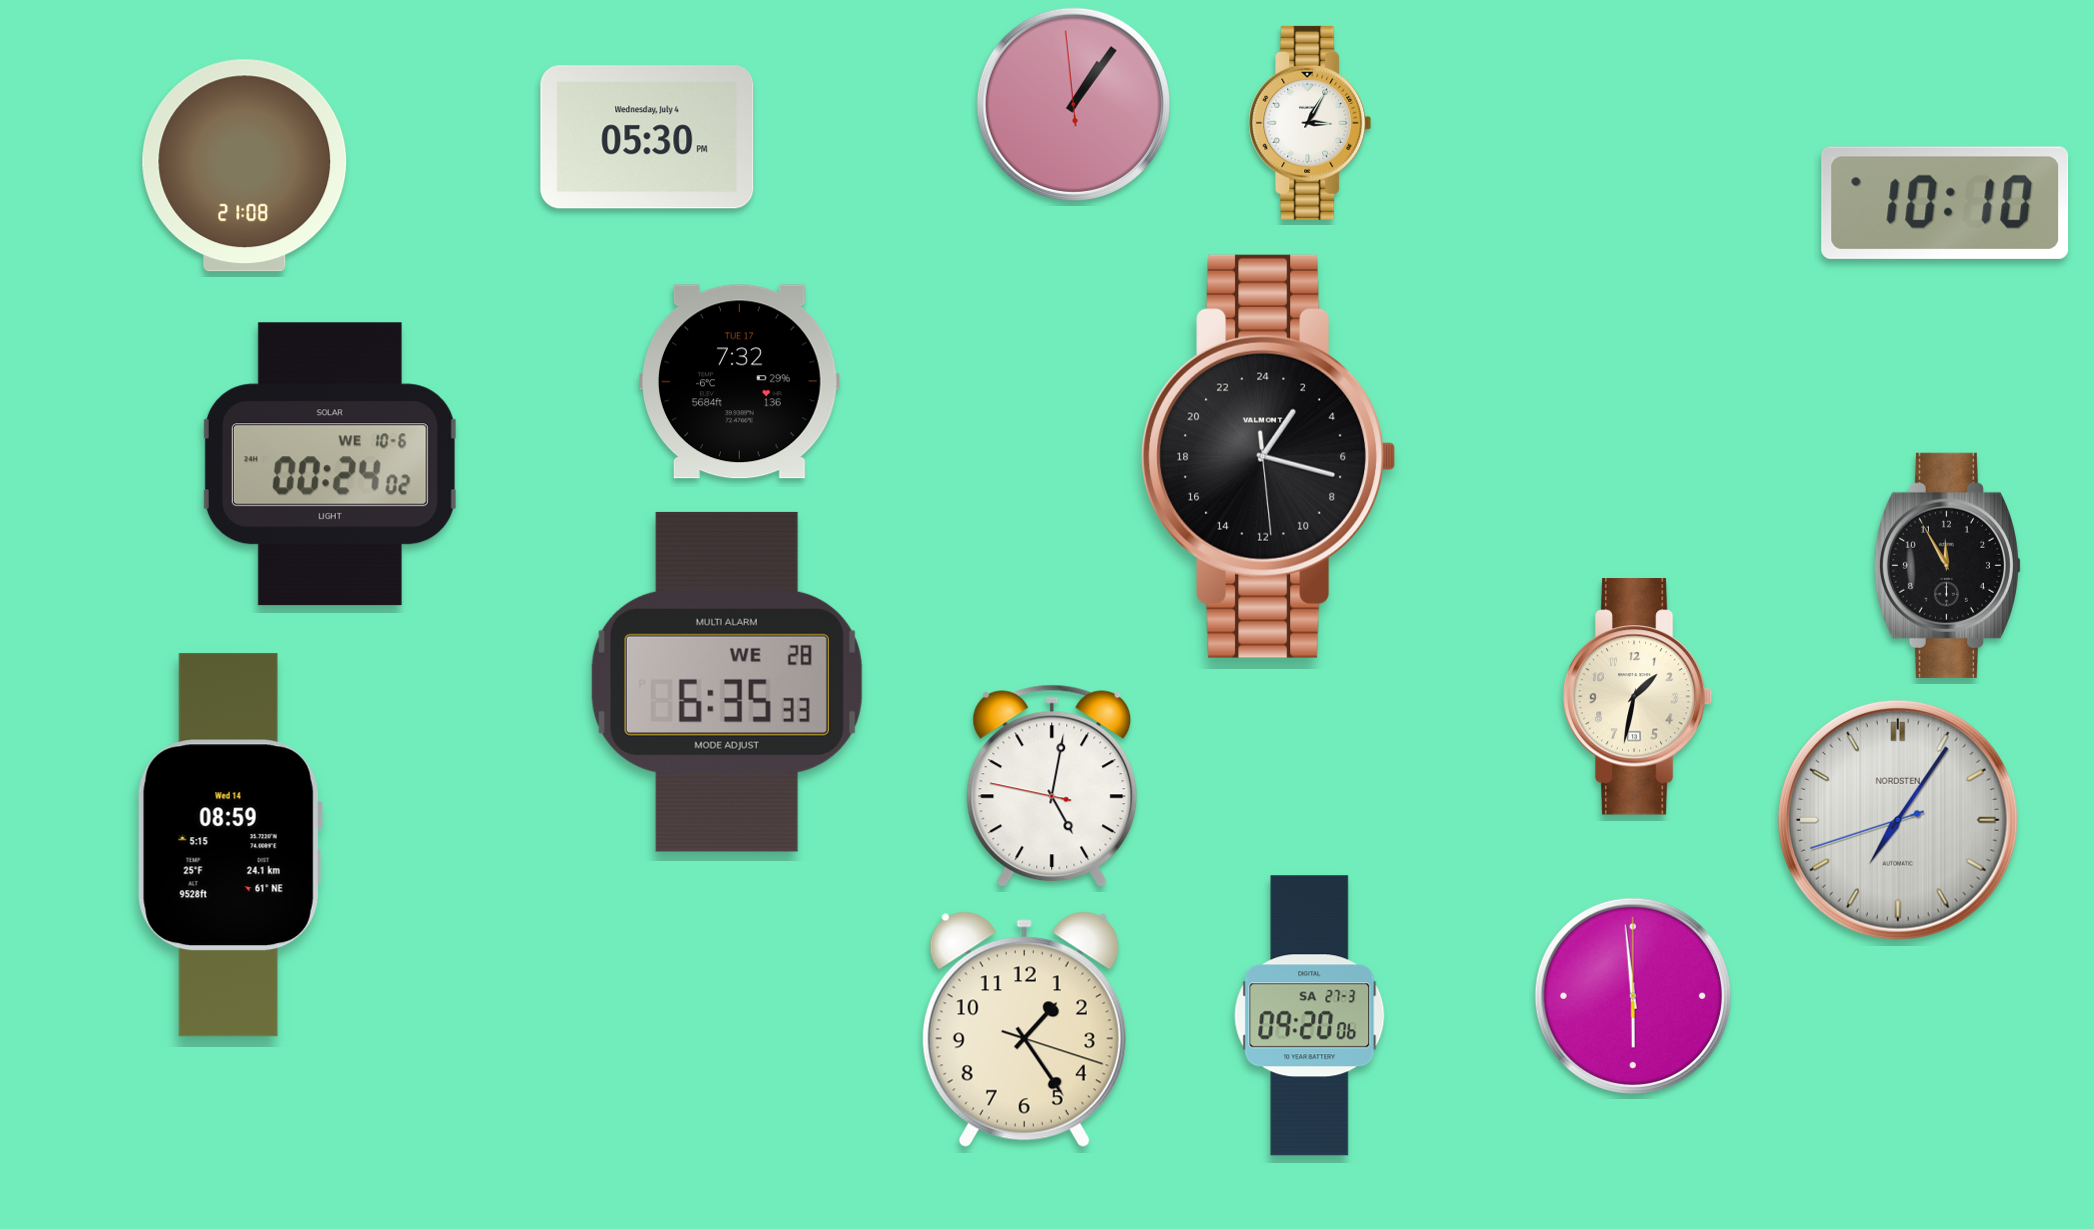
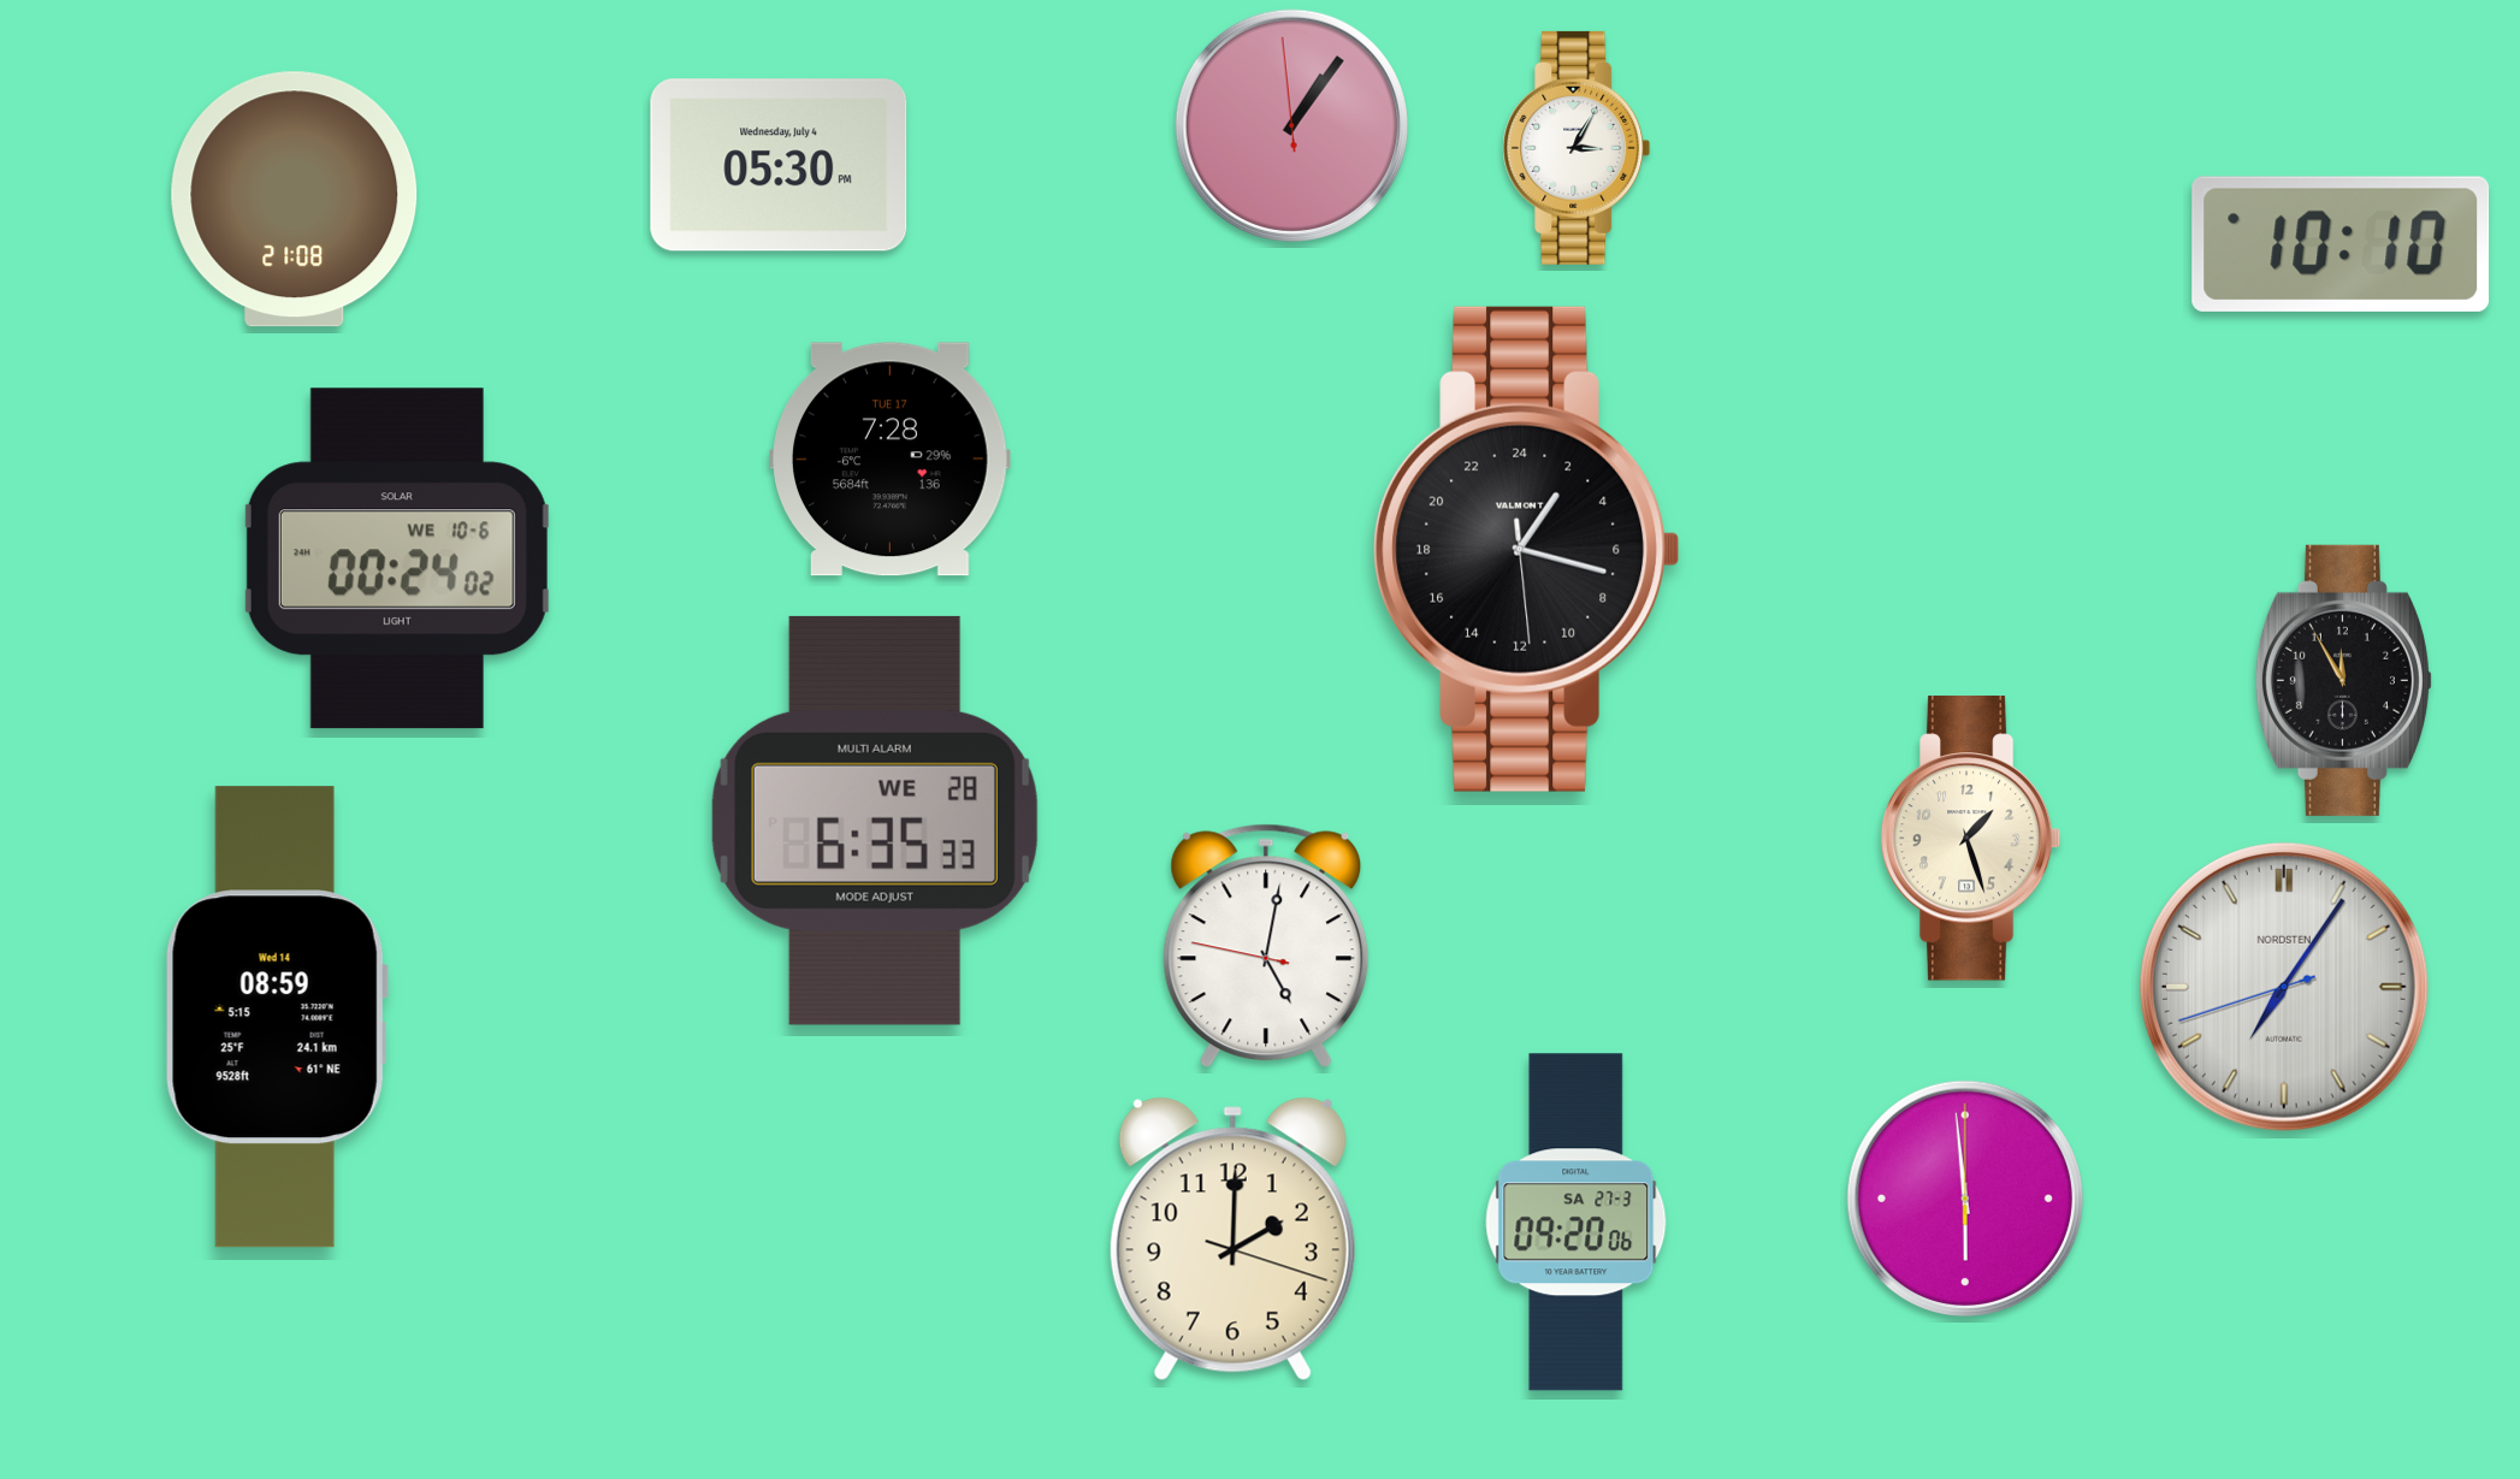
clock at (740, 382): 7:32 -> 7:28
clock at (1638, 697): 1:32 -> 1:27
clock at (1024, 1030): 1:24 -> 2:00
